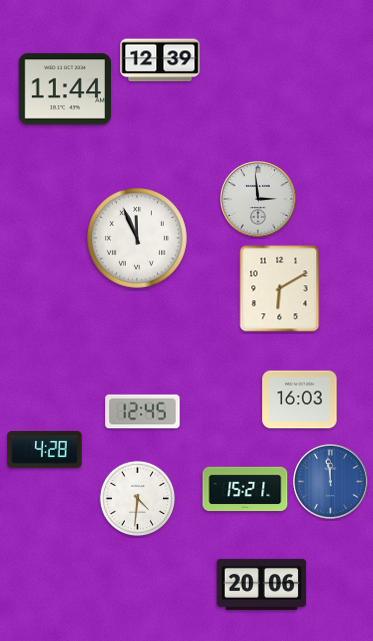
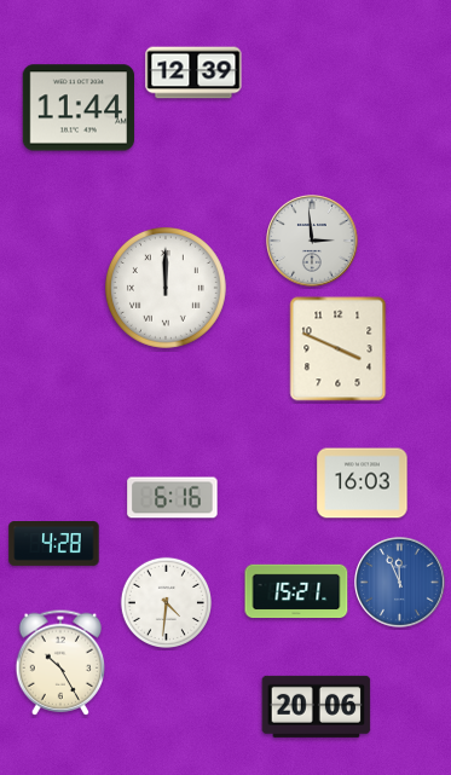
clock at (137, 238): 11:56 -> 12:00
clock at (280, 289): 6:10 -> 3:49
clock at (143, 412): 12:45 -> 6:16
clock at (331, 482): 11:59 -> 11:56
clock at (59, 663): none -> 10:25
